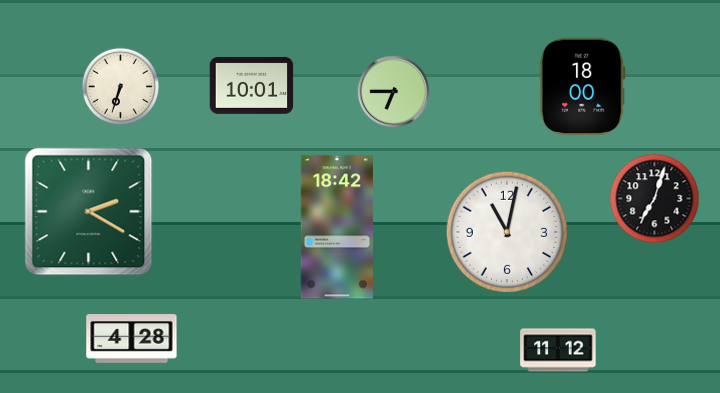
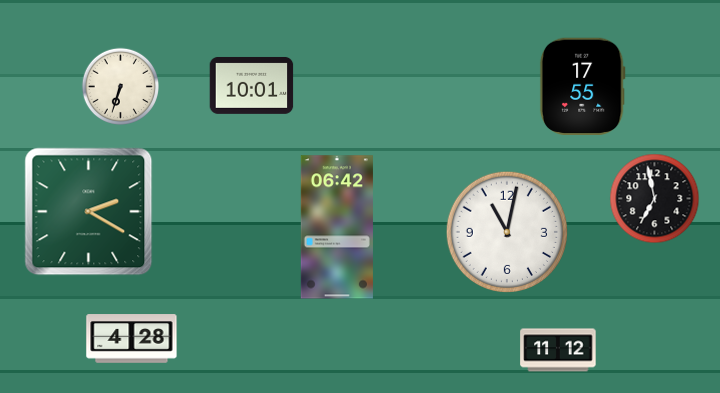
clock at (582, 86): 18:00 -> 17:55
clock at (394, 92): 6:45 -> none
clock at (655, 199): 7:03 -> 6:58
clock at (337, 227): 18:42 -> 06:42
